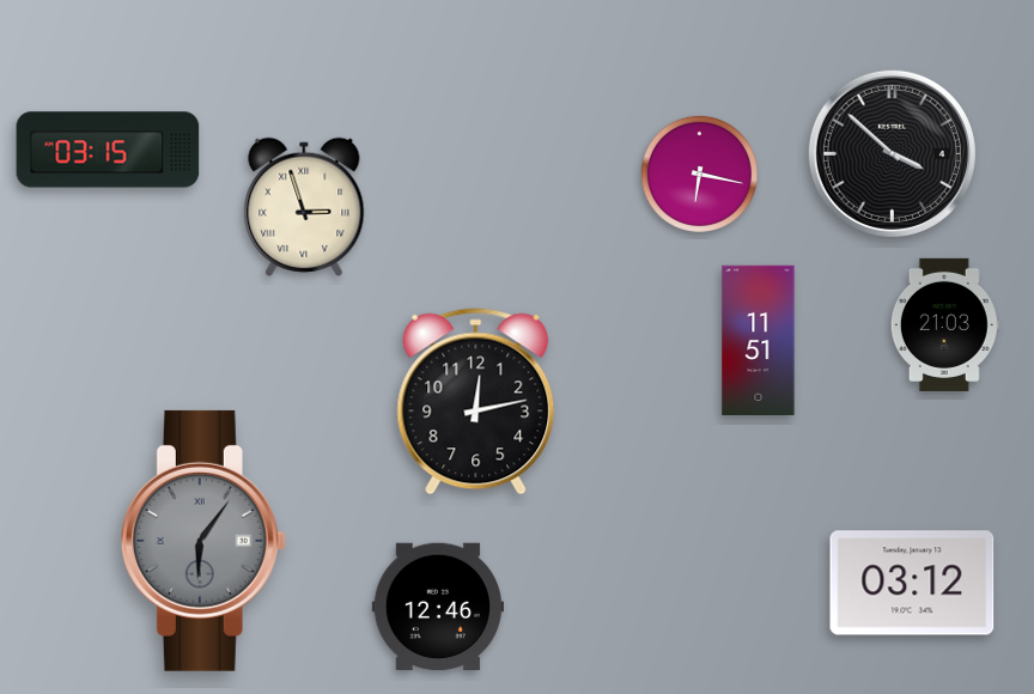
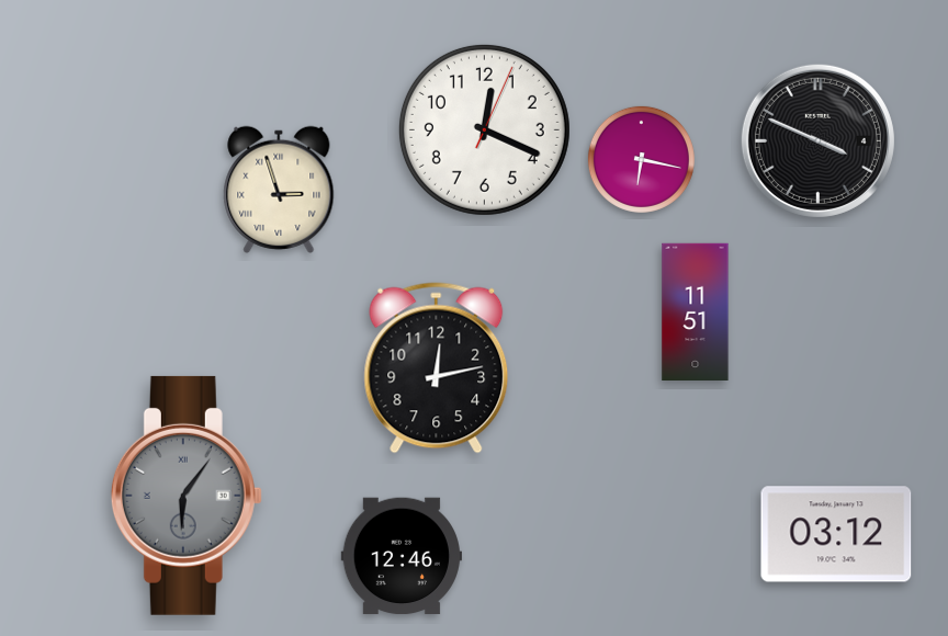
clock at (484, 129): none -> 12:19
clock at (108, 150): 03:15 -> none
clock at (892, 153): 3:52 -> 3:49
clock at (944, 324): 21:03 -> none
